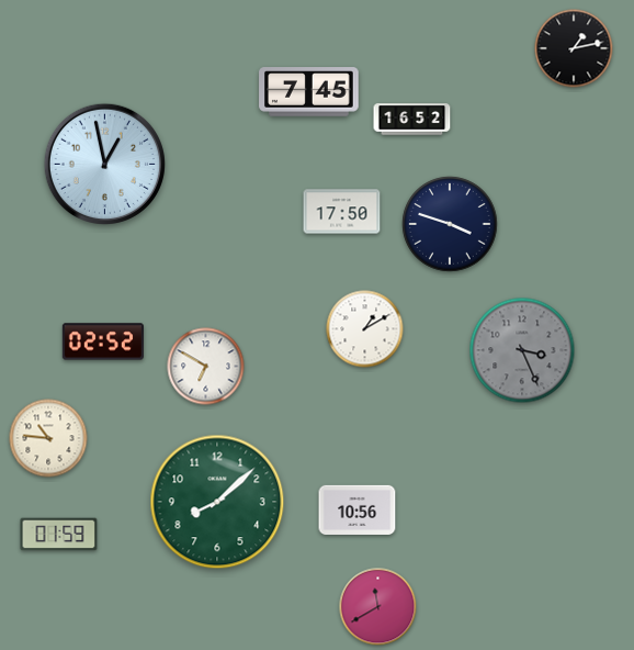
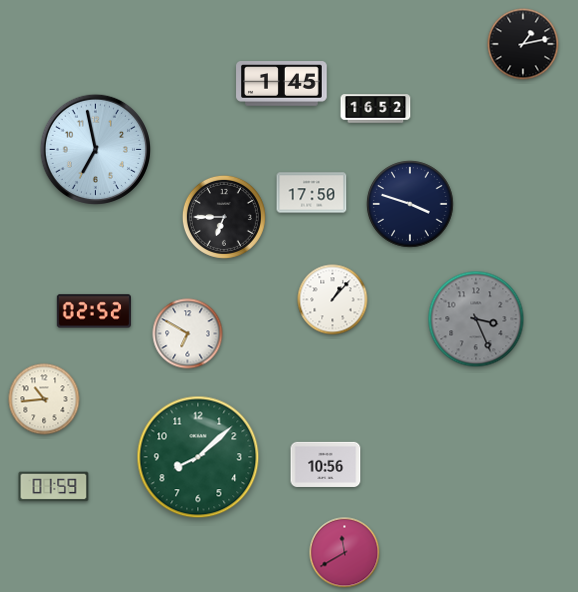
clock at (309, 92): 7:45 -> 1:45
clock at (104, 164): 12:58 -> 6:58
clock at (224, 217): none -> 6:45
clock at (365, 329): 1:10 -> 1:07
clock at (48, 438): 10:46 -> 10:44
